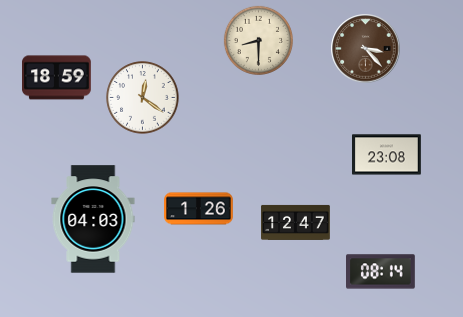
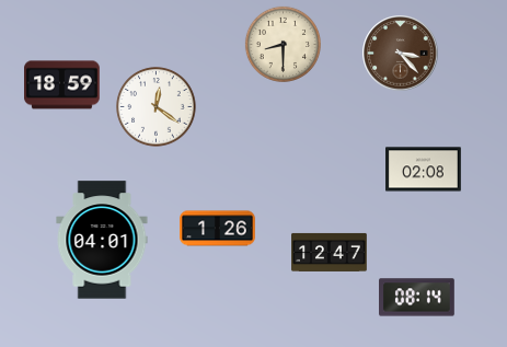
clock at (387, 155): 23:08 -> 02:08
clock at (93, 219): 04:03 -> 04:01
clock at (296, 222) position: (296, 222) -> (330, 252)
